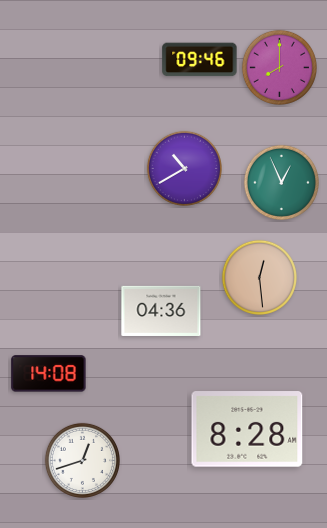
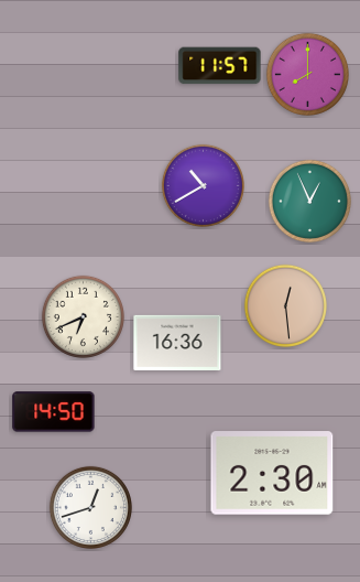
clock at (200, 60): 09:46 -> 11:57
clock at (83, 316): none -> 6:41
clock at (161, 311): 04:36 -> 16:36
clock at (49, 374): 14:08 -> 14:50
clock at (247, 429): 8:28 -> 2:30
